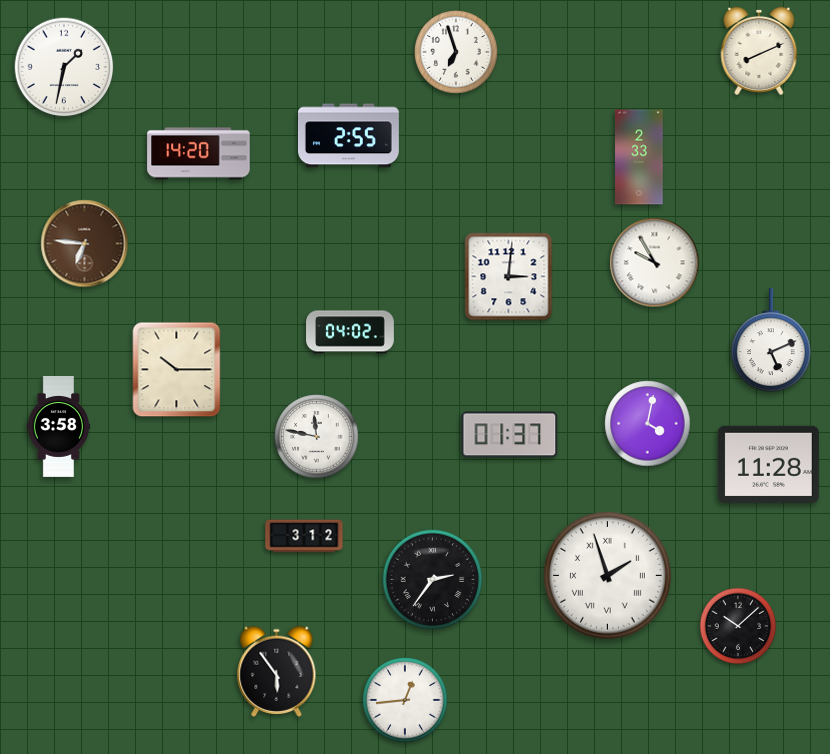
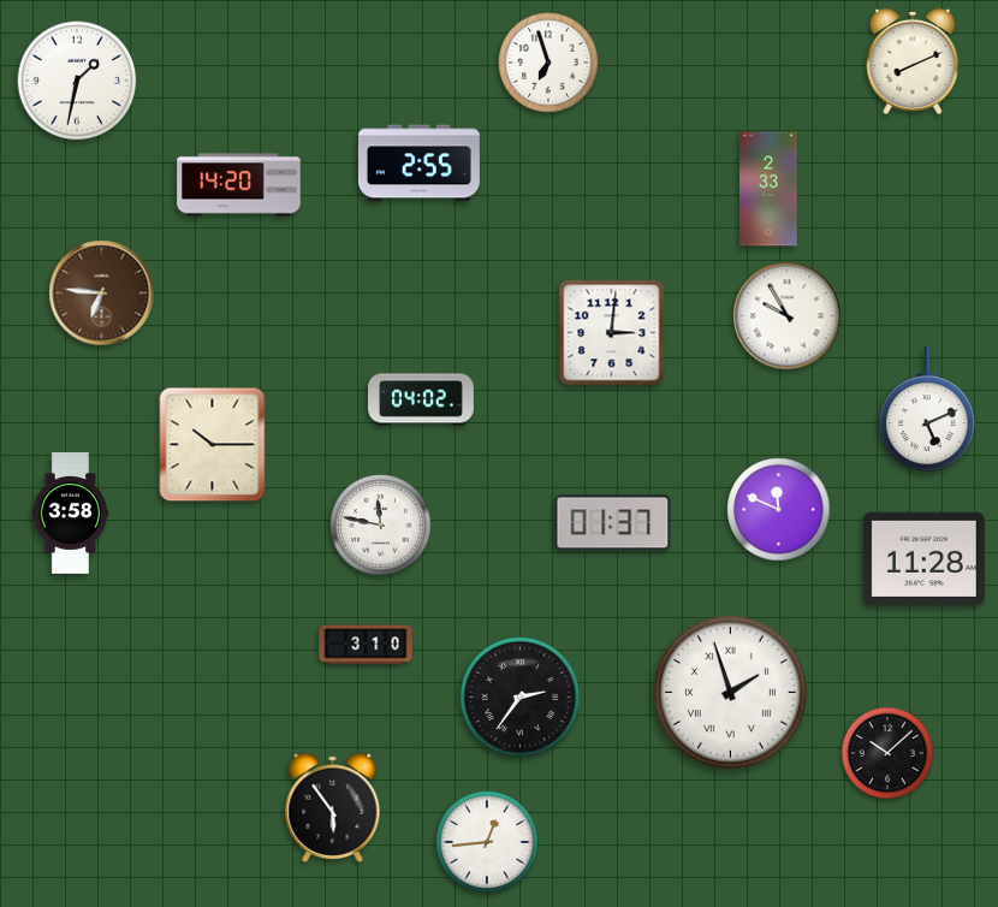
clock at (648, 424): 4:02 -> 11:49
clock at (304, 536): 3:12 -> 3:10
